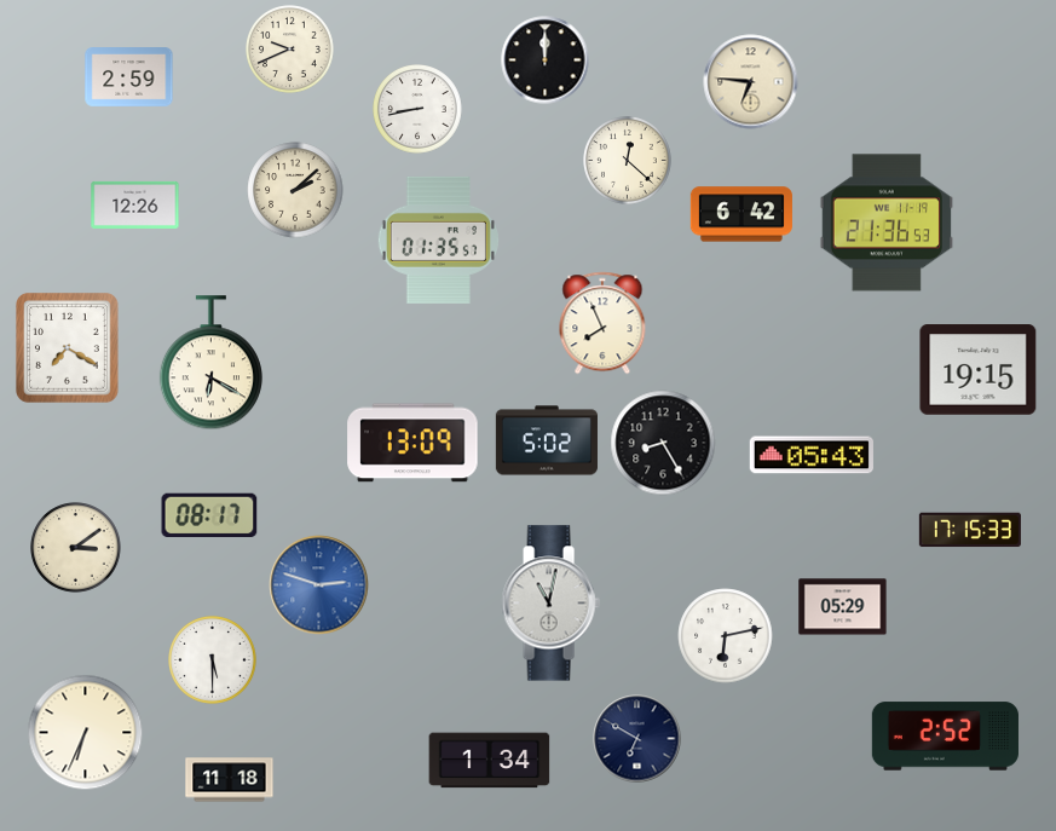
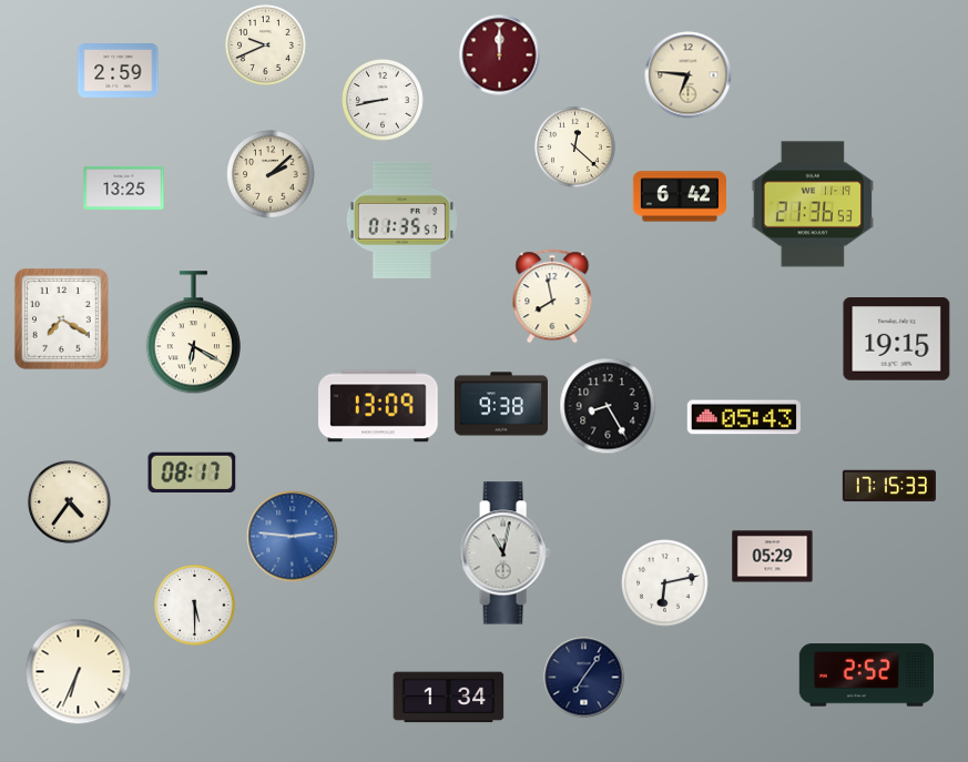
clock at (546, 60) dial: black -> burgundy
clock at (135, 204): 12:26 -> 13:25
clock at (602, 323): 7:56 -> 7:58
clock at (547, 440): 5:02 -> 9:38
clock at (76, 548): 3:09 -> 4:36
clock at (319, 585): 2:48 -> 2:46
clock at (637, 739): 6:50 -> 7:06
clock at (230, 780): 11:18 -> none
